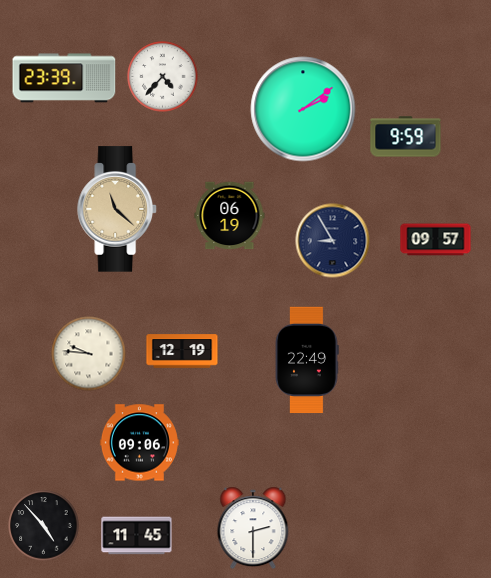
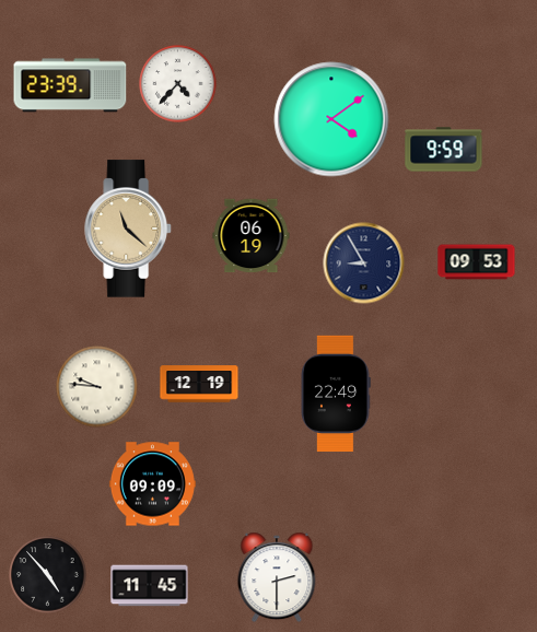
clock at (303, 109): 2:09 -> 4:09
clock at (436, 240): 09:57 -> 09:53
clock at (139, 443): 09:06 -> 09:09
